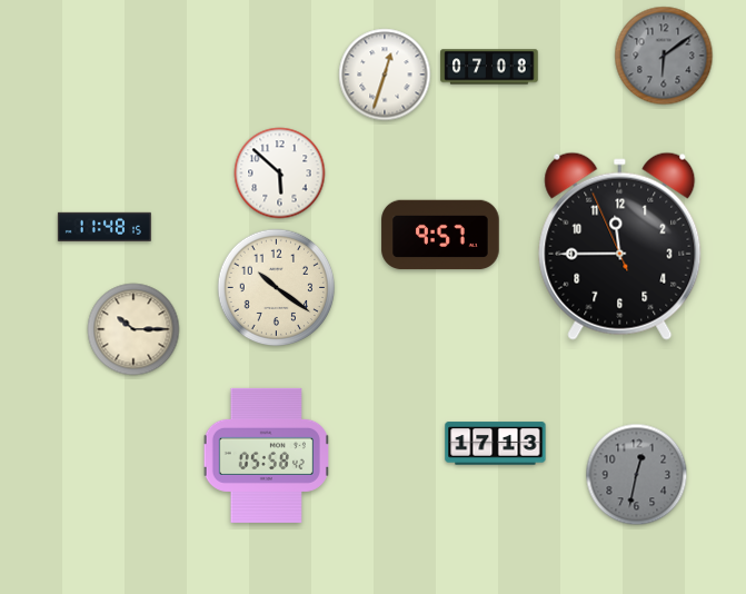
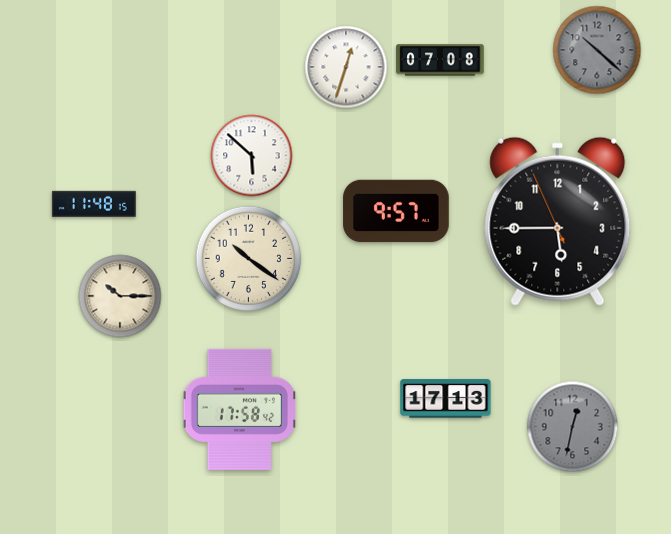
clock at (664, 56): 6:09 -> 10:22
clock at (620, 246): 11:44 -> 5:44
clock at (266, 455): 05:58 -> 17:58
